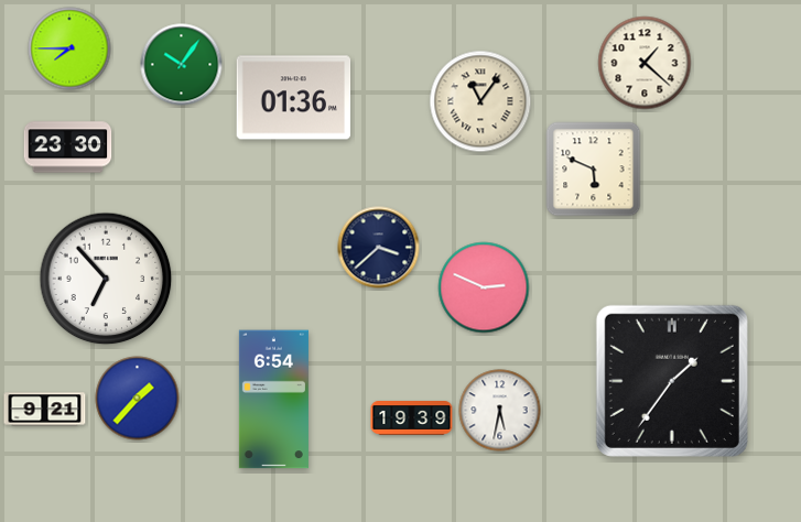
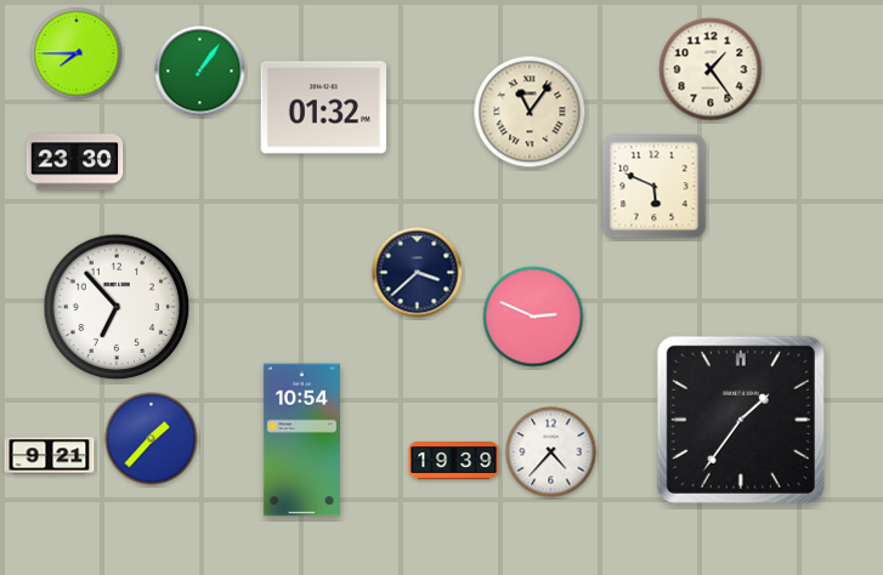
clock at (645, 63): 1:22 -> 1:24
clock at (182, 65): 10:06 -> 1:06
clock at (294, 98): 01:36 -> 01:32
clock at (273, 400): 6:54 -> 10:54
clock at (45, 410) position: (45, 410) -> (50, 456)
clock at (500, 411): 5:32 -> 4:37
